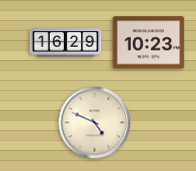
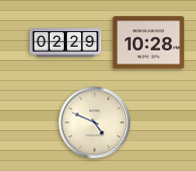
clock at (66, 43): 16:29 -> 02:29
clock at (149, 43): 10:23 -> 10:28
